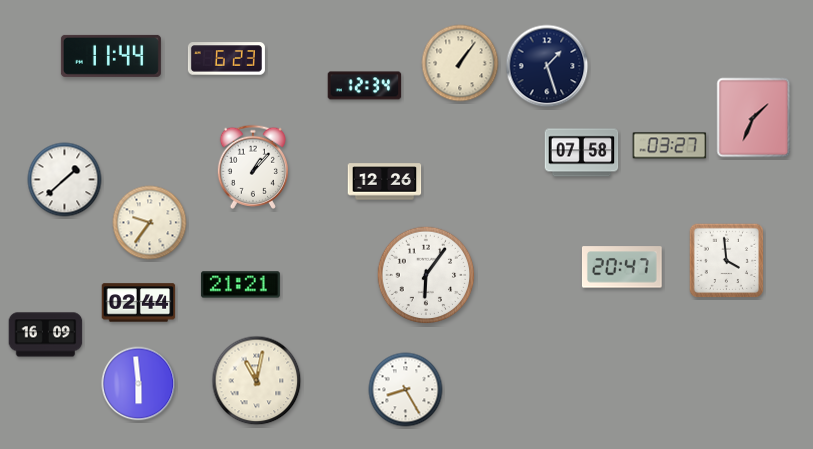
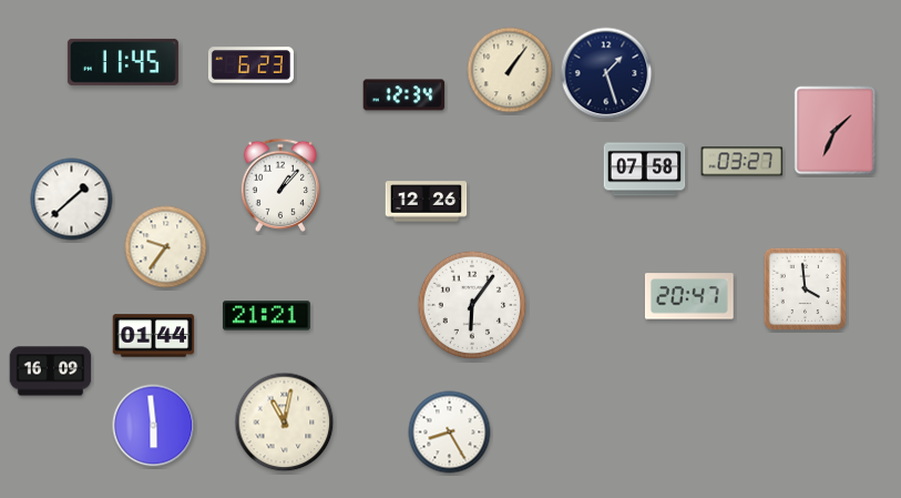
clock at (111, 56): 11:44 -> 11:45
clock at (139, 303): 02:44 -> 01:44
